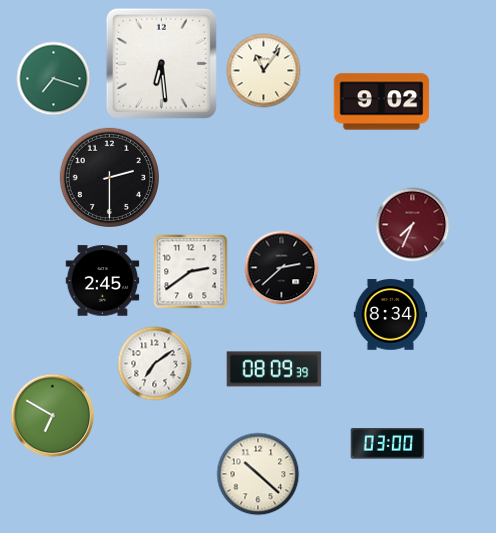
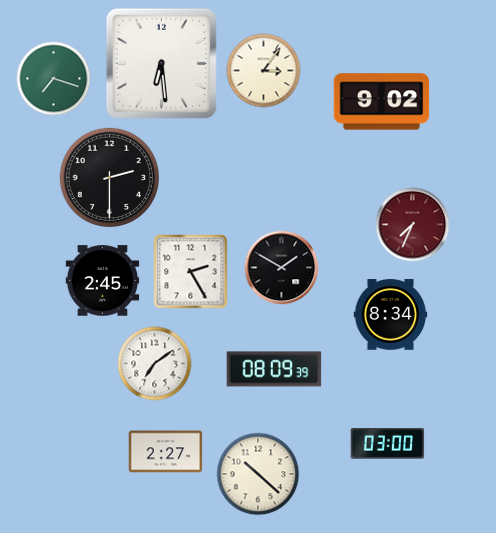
clock at (264, 71): 11:06 -> 3:06
clock at (282, 268): 2:38 -> 1:50
clock at (191, 272): 2:39 -> 2:25
clock at (53, 416): 6:50 -> none
clock at (166, 452): none -> 2:27
